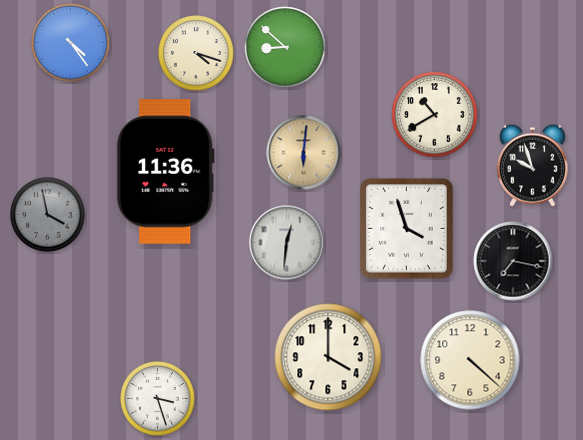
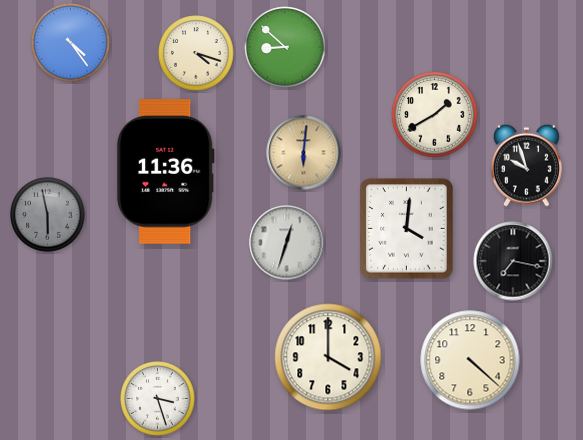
clock at (435, 115): 10:40 -> 1:40
clock at (532, 165) position: (532, 165) -> (526, 165)
clock at (48, 215): 3:58 -> 5:58
clock at (407, 229): 3:57 -> 4:01
clock at (287, 243): 12:31 -> 12:33
